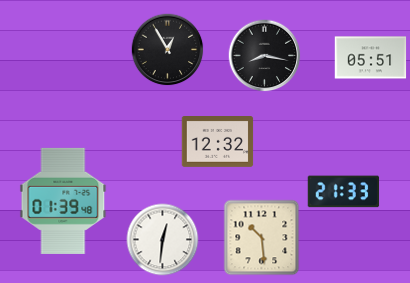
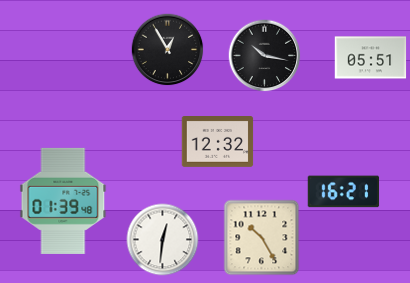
clock at (265, 56): 8:17 -> 10:17
clock at (344, 192): 21:33 -> 16:21
clock at (262, 238): 10:29 -> 10:25
